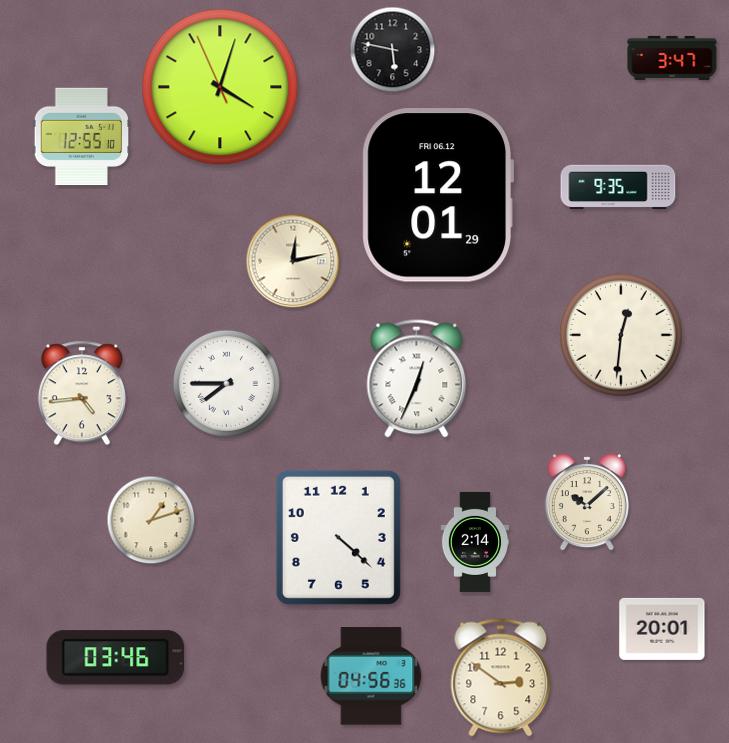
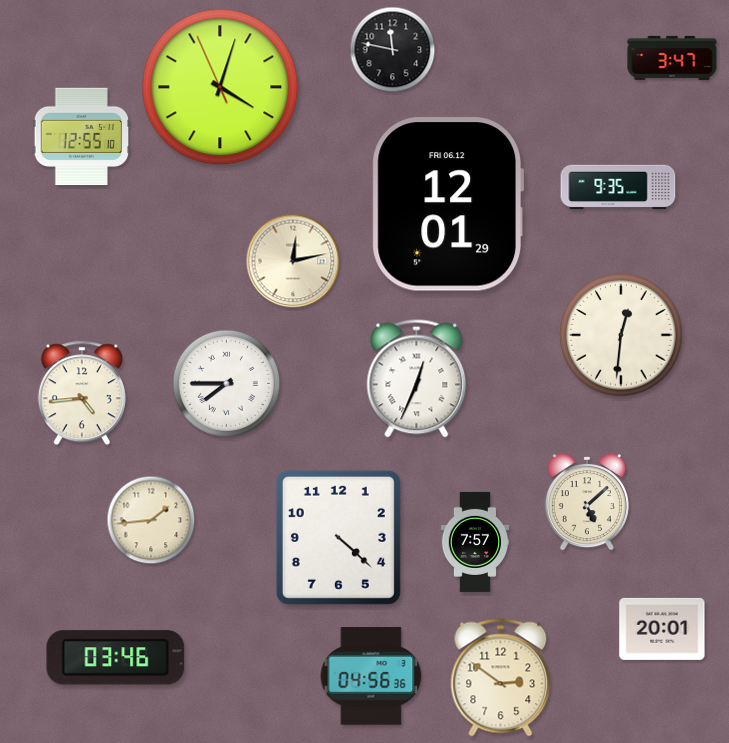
clock at (393, 50): 5:47 -> 11:47
clock at (437, 195) position: (437, 195) -> (447, 204)
clock at (587, 503): 10:08 -> 5:08
clock at (151, 520): 1:12 -> 1:44
clock at (475, 542): 2:14 -> 7:57
